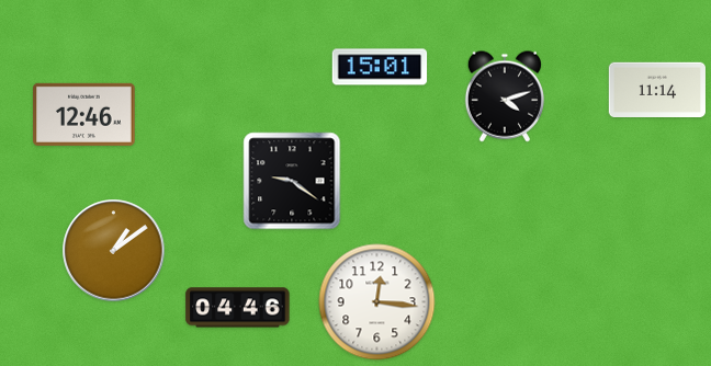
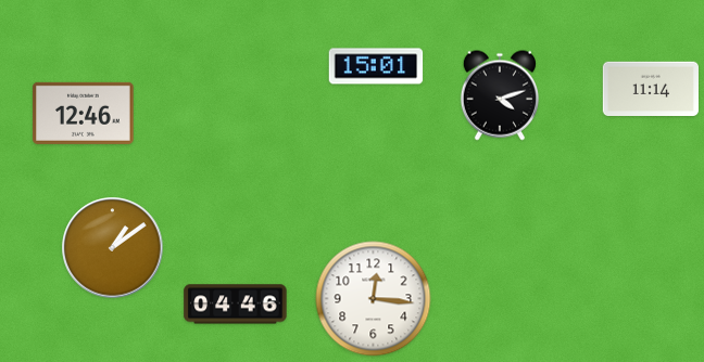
clock at (292, 181): 9:21 -> none
